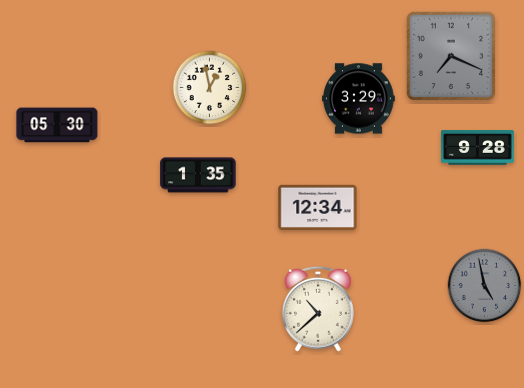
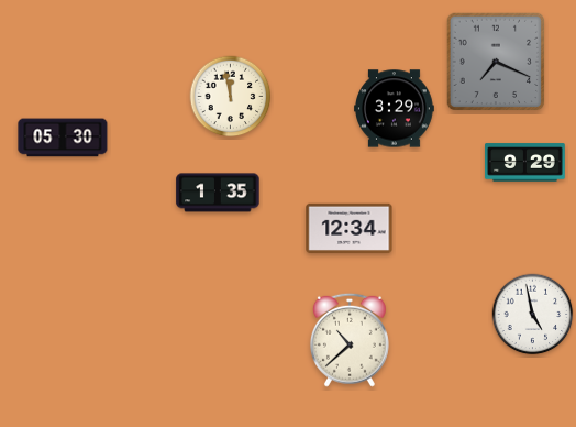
clock at (210, 88): 12:58 -> 11:58
clock at (478, 148): 9:28 -> 9:29
clock at (485, 286) dial: grey -> white
